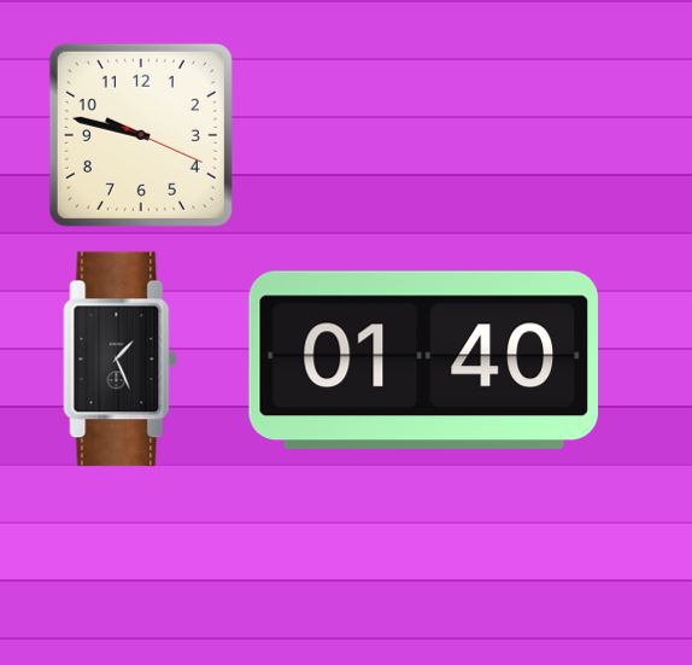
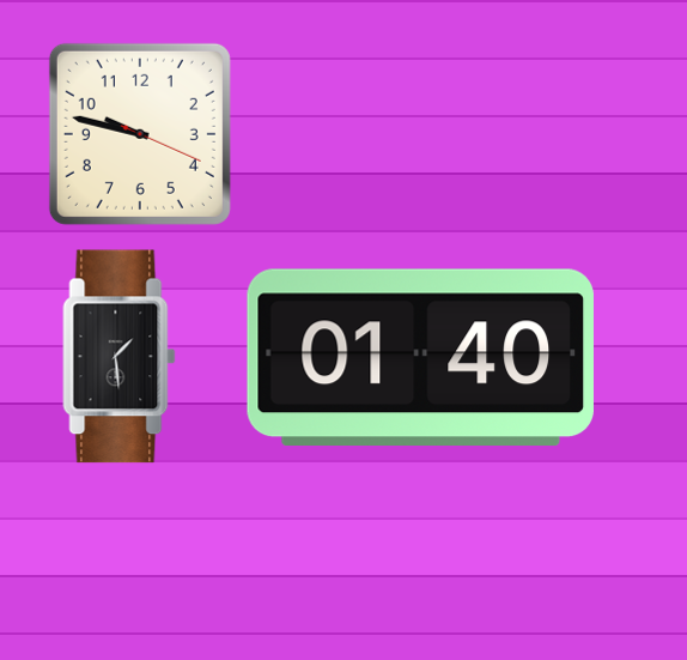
clock at (121, 360): 1:26 -> 1:29
